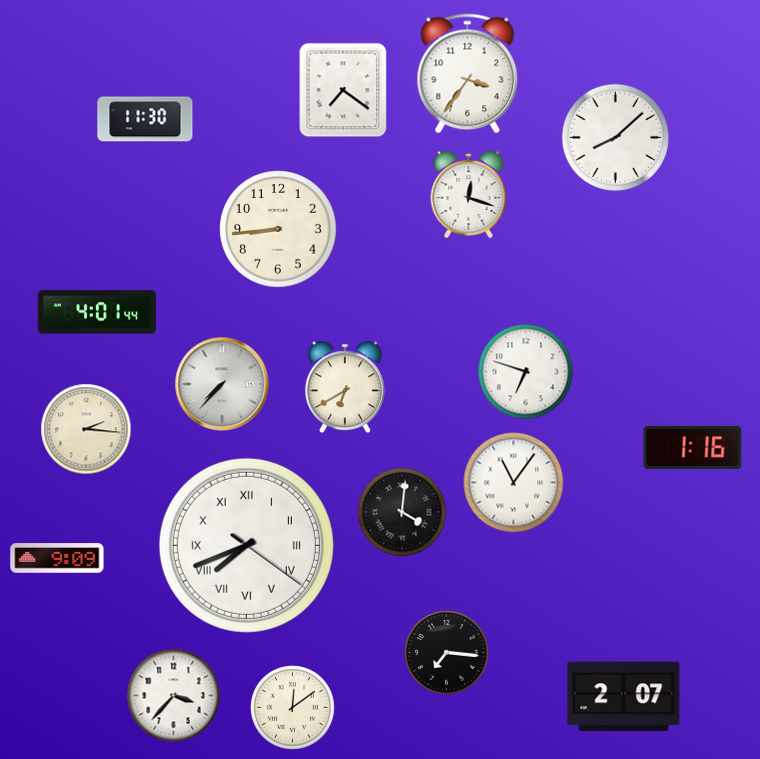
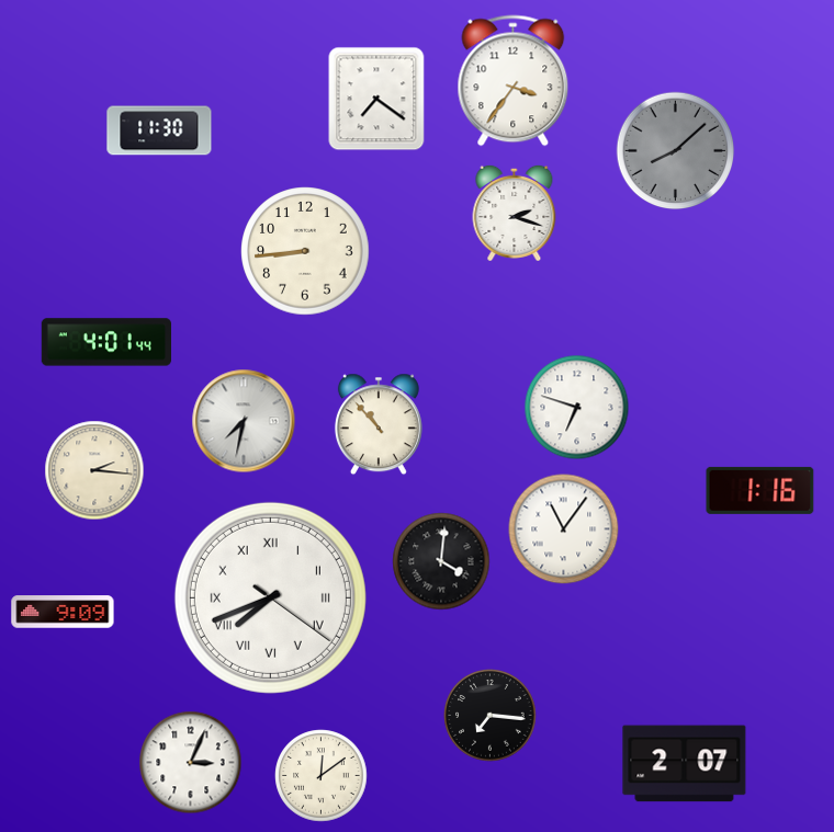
clock at (616, 138) dial: white -> grey
clock at (469, 194): 12:18 -> 2:18
clock at (222, 384): 7:37 -> 7:32
clock at (345, 387): 6:40 -> 10:53
clock at (174, 696): 3:37 -> 3:04
